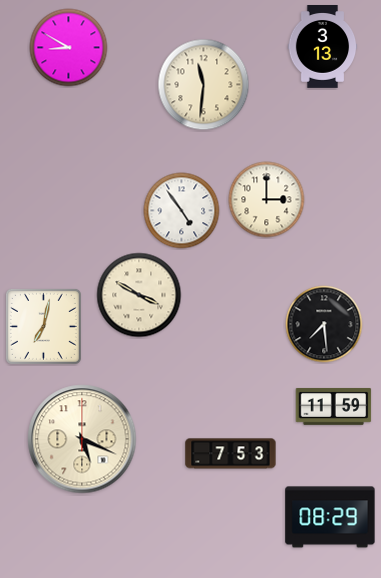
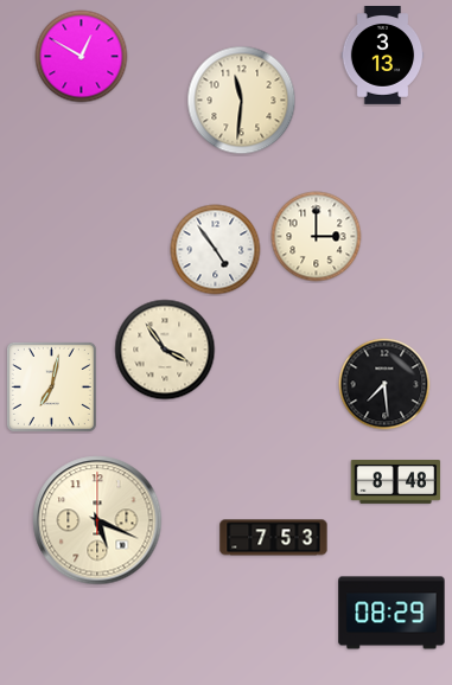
clock at (69, 48): 8:50 -> 12:50
clock at (139, 295): 3:50 -> 3:54
clock at (334, 406): 11:59 -> 8:48
